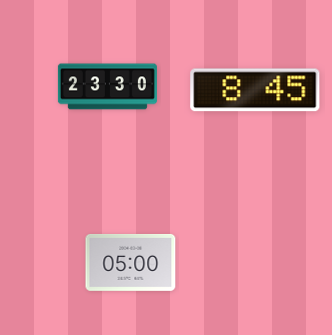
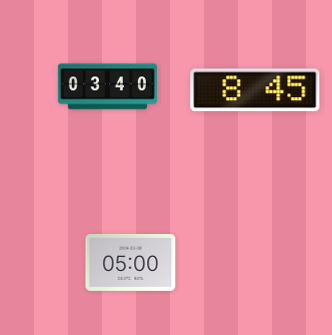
clock at (107, 87): 23:30 -> 03:40
